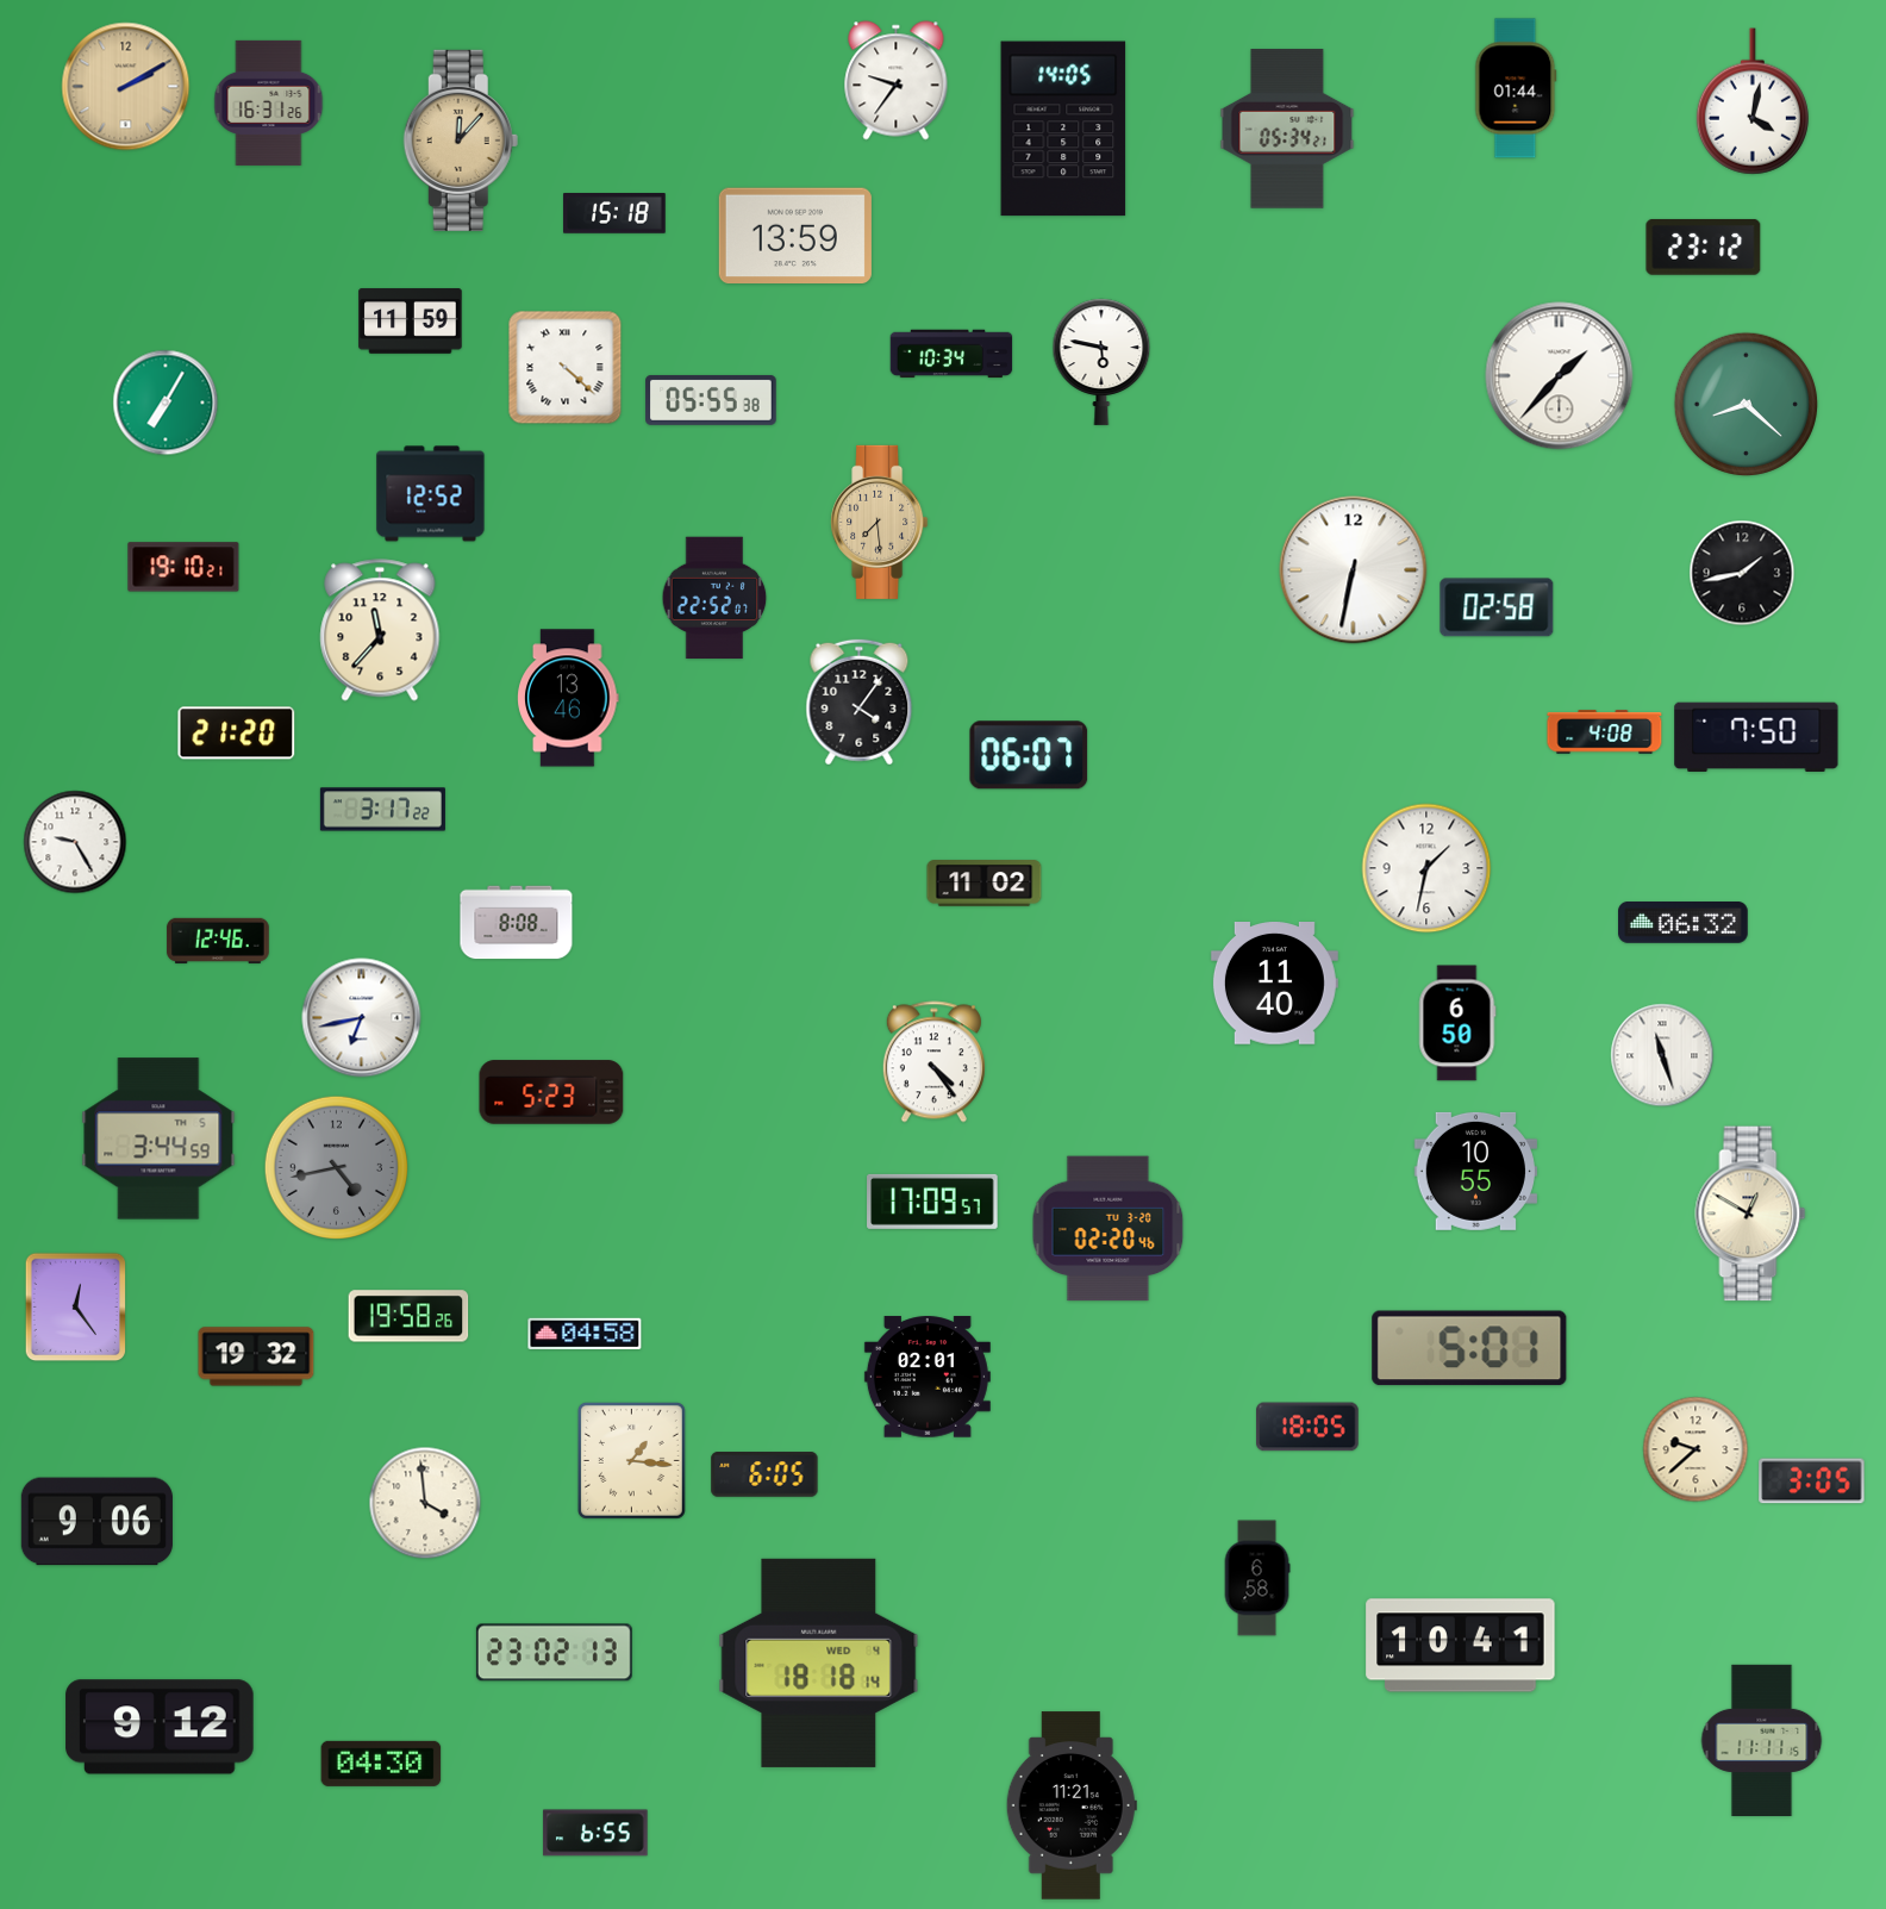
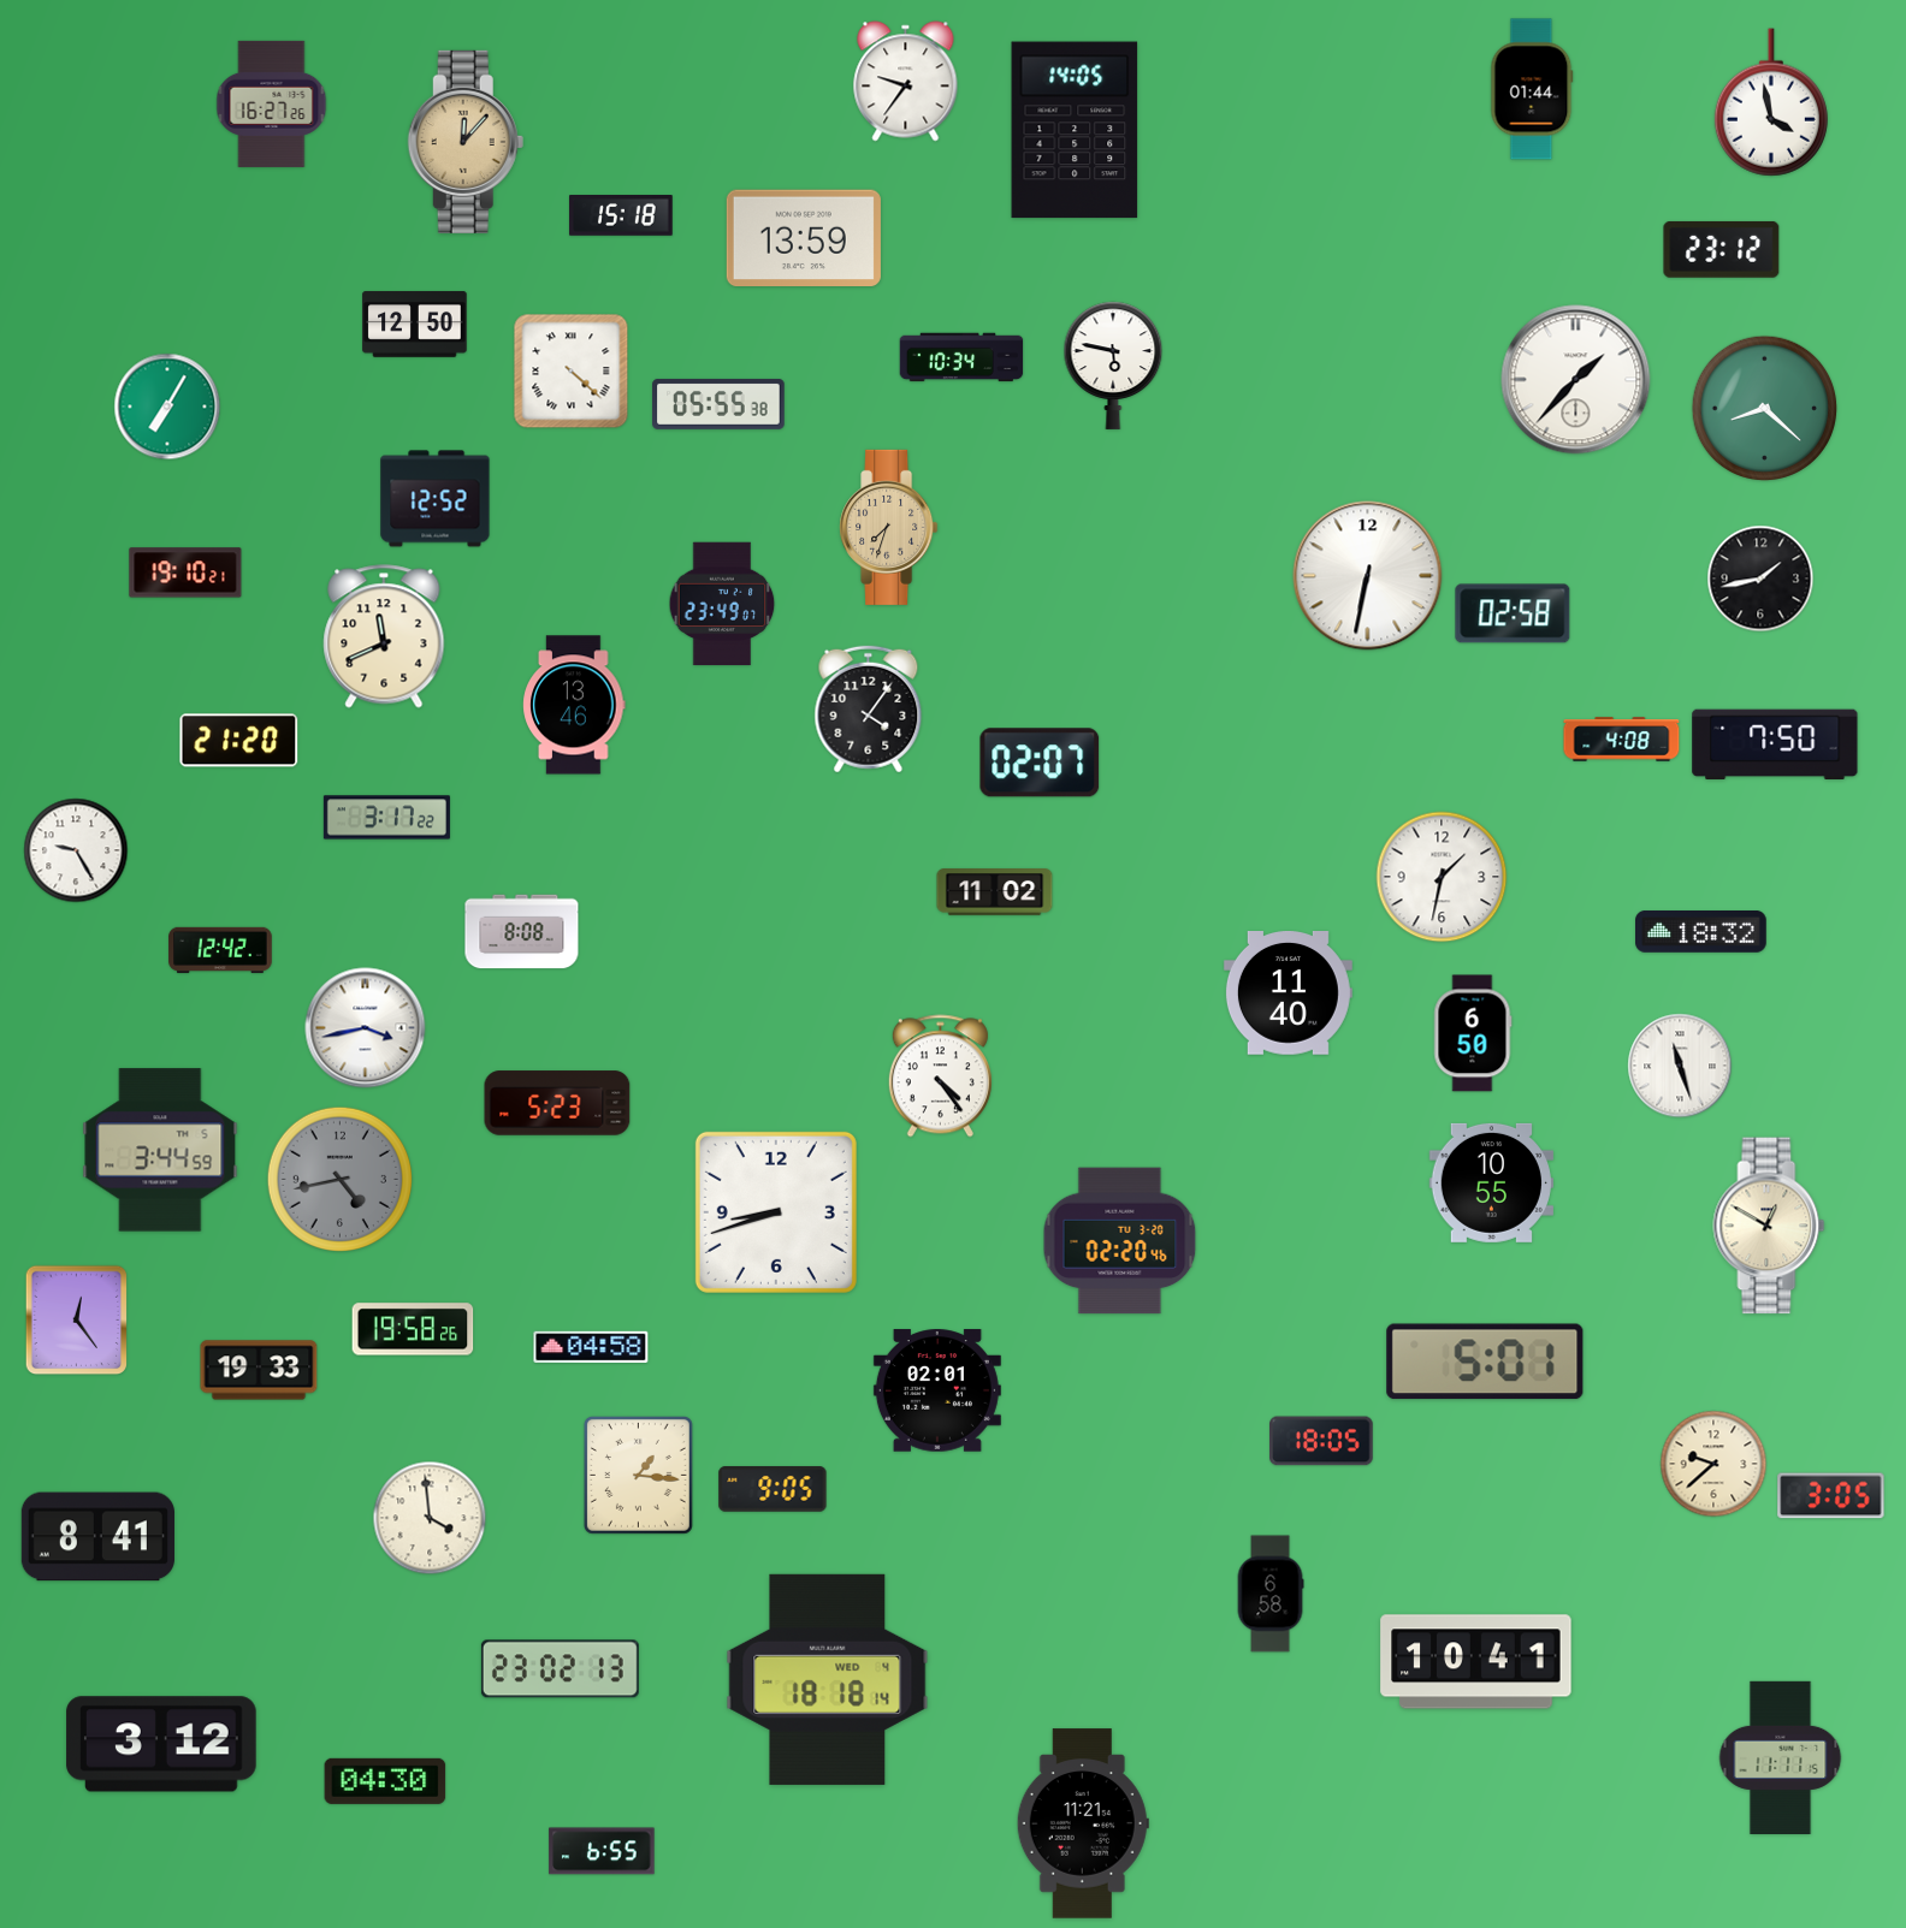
clock at (126, 87): 2:10 -> none
clock at (1753, 101): 4:02 -> 3:58
clock at (269, 102): 16:31 -> 16:27
clock at (1287, 129): 05:34 -> none
clock at (411, 322): 11:59 -> 12:50
clock at (880, 522): 7:29 -> 7:33
clock at (714, 598): 22:52 -> 23:49
clock at (380, 630): 11:37 -> 11:41
clock at (1029, 755): 06:07 -> 02:07
clock at (1684, 923): 06:32 -> 18:32
clock at (218, 941): 12:46 -> 12:42
clock at (362, 1018): 6:43 -> 3:43
clock at (933, 1062) position: (933, 1062) -> (940, 1076)
clock at (776, 1212): none -> 8:42
clock at (932, 1202): 17:09 -> none
clock at (256, 1356): 19:32 -> 19:33
clock at (764, 1474): 6:05 -> 9:05
clock at (96, 1522): 9:06 -> 8:41
clock at (160, 1727): 9:12 -> 3:12
